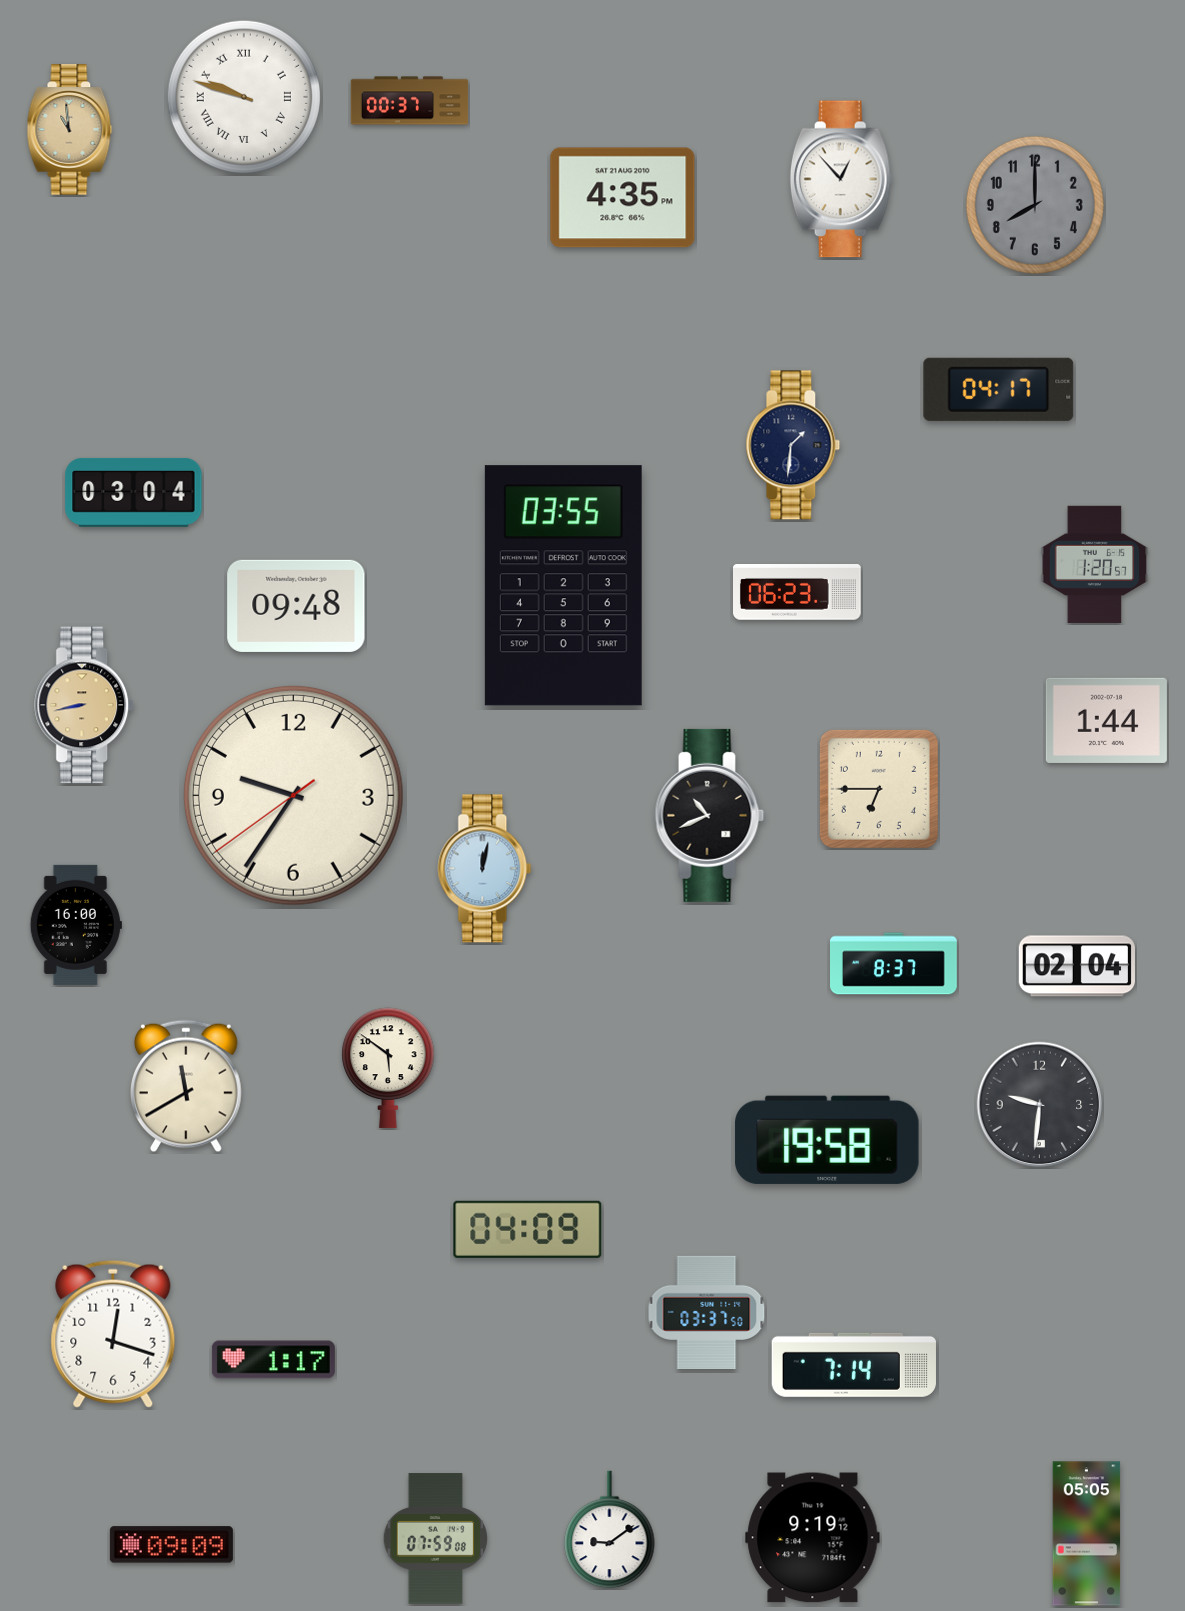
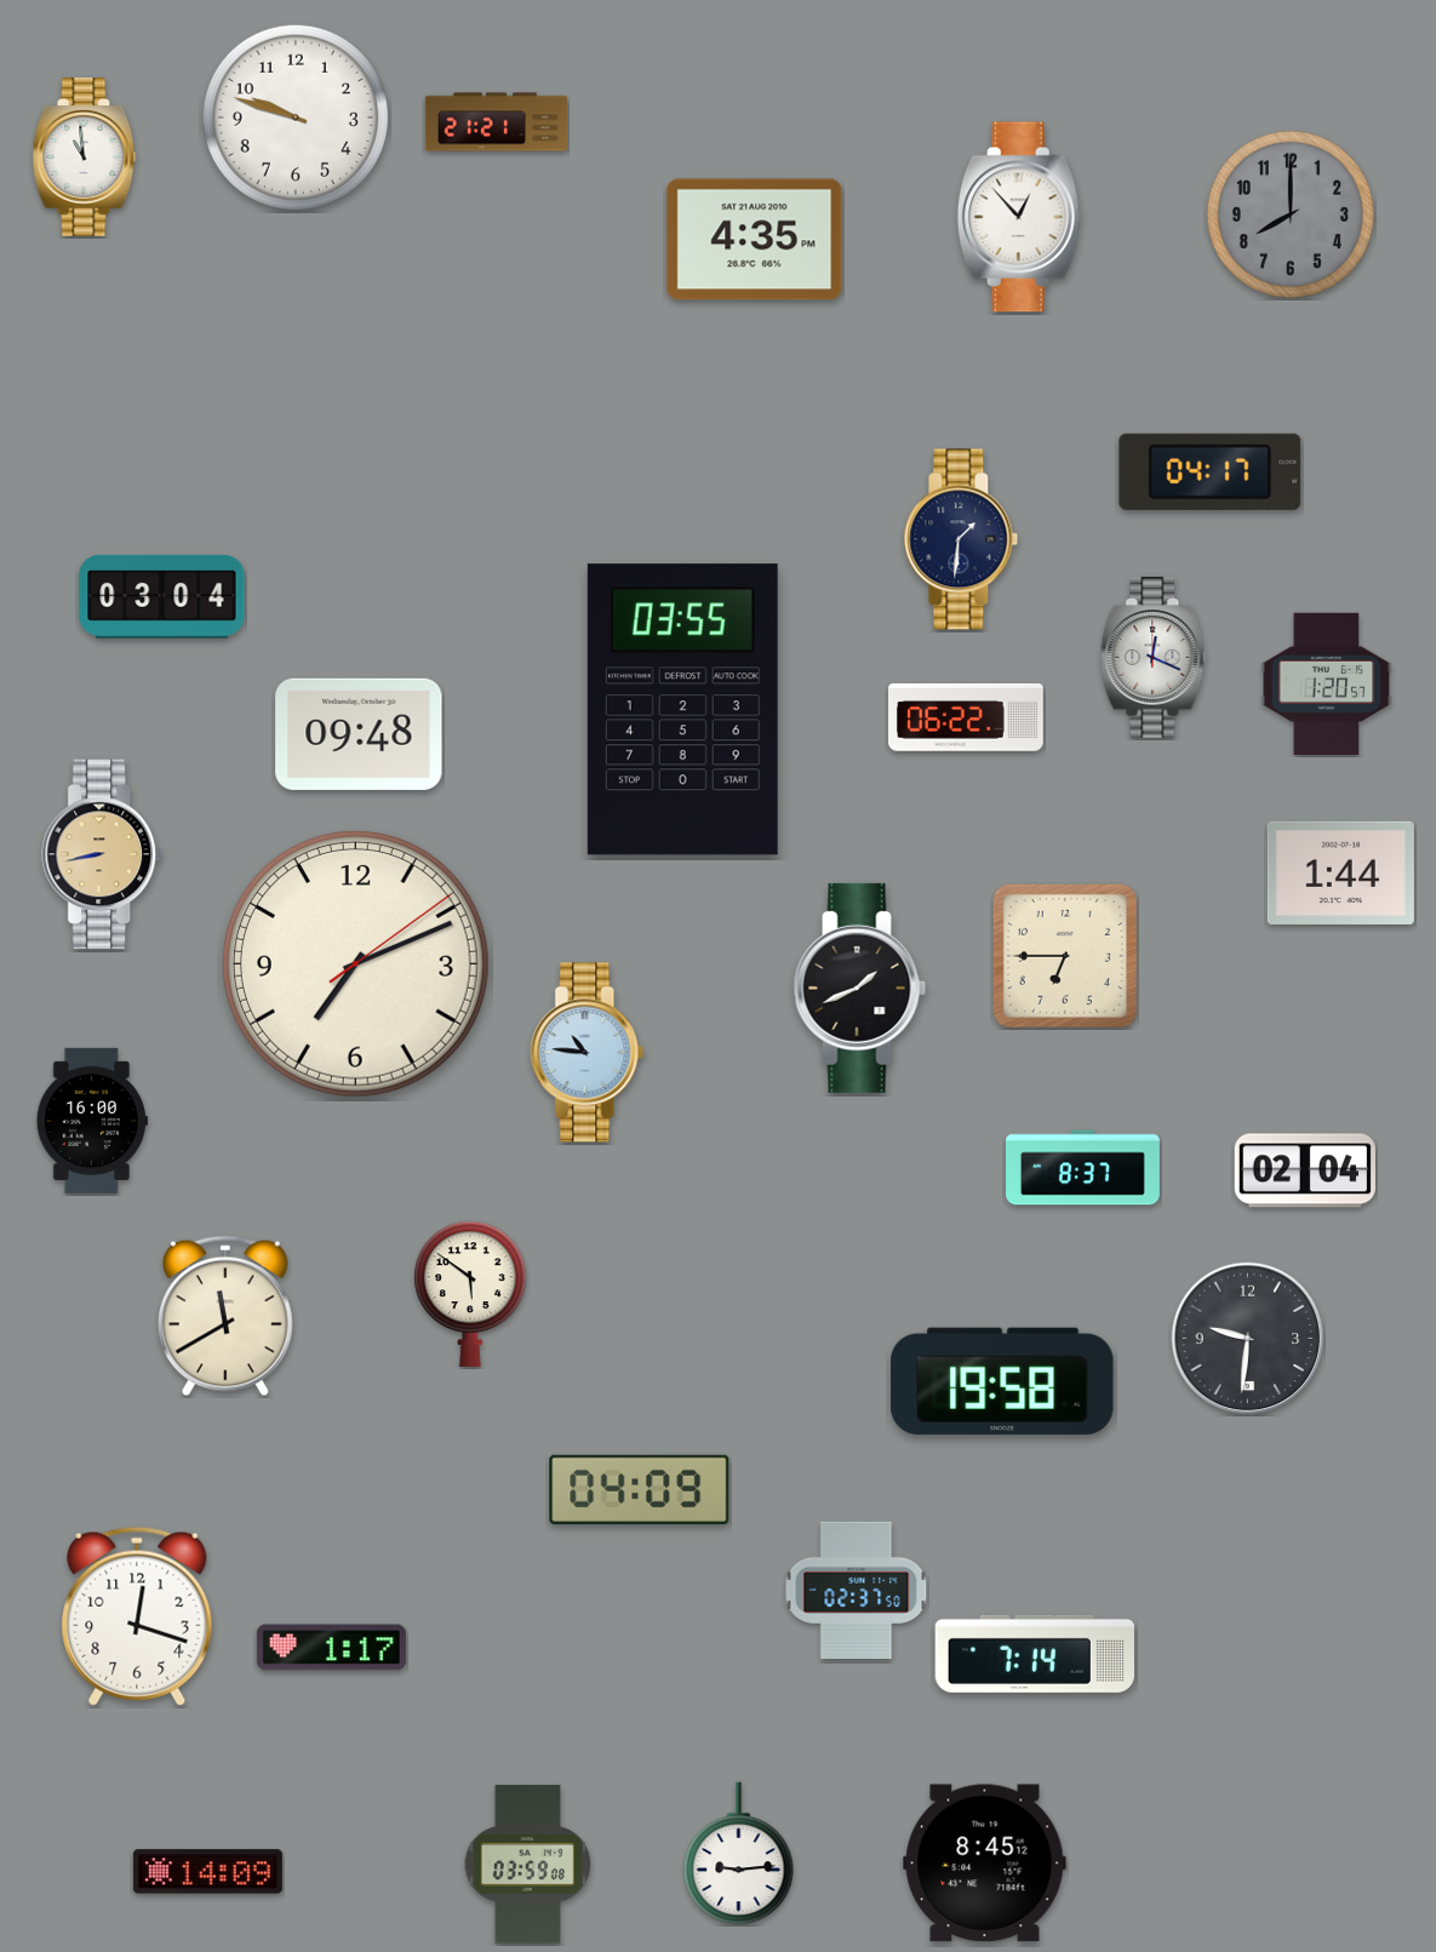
clock at (244, 97) numerals: Roman -> Arabic
clock at (410, 101): 00:37 -> 21:21
clock at (70, 130) dial: champagne -> white
clock at (1035, 205) position: (1035, 205) -> (1291, 214)
clock at (1154, 658): none -> 12:19
clock at (798, 593): 06:23 -> 06:22
clock at (293, 795): 9:35 -> 7:11
clock at (710, 815): 10:41 -> 1:41
clock at (485, 869): 12:02 -> 10:46
clock at (1040, 1105) position: (1040, 1105) -> (1248, 1339)
clock at (707, 1312): 03:37 -> 02:37
clock at (610, 1530): 9:09 -> 9:14
clock at (1087, 1534): 05:05 -> none
clock at (813, 1538): 9:19 -> 8:45
clock at (436, 1539): 07:59 -> 03:59
clock at (171, 1545): 09:09 -> 14:09
